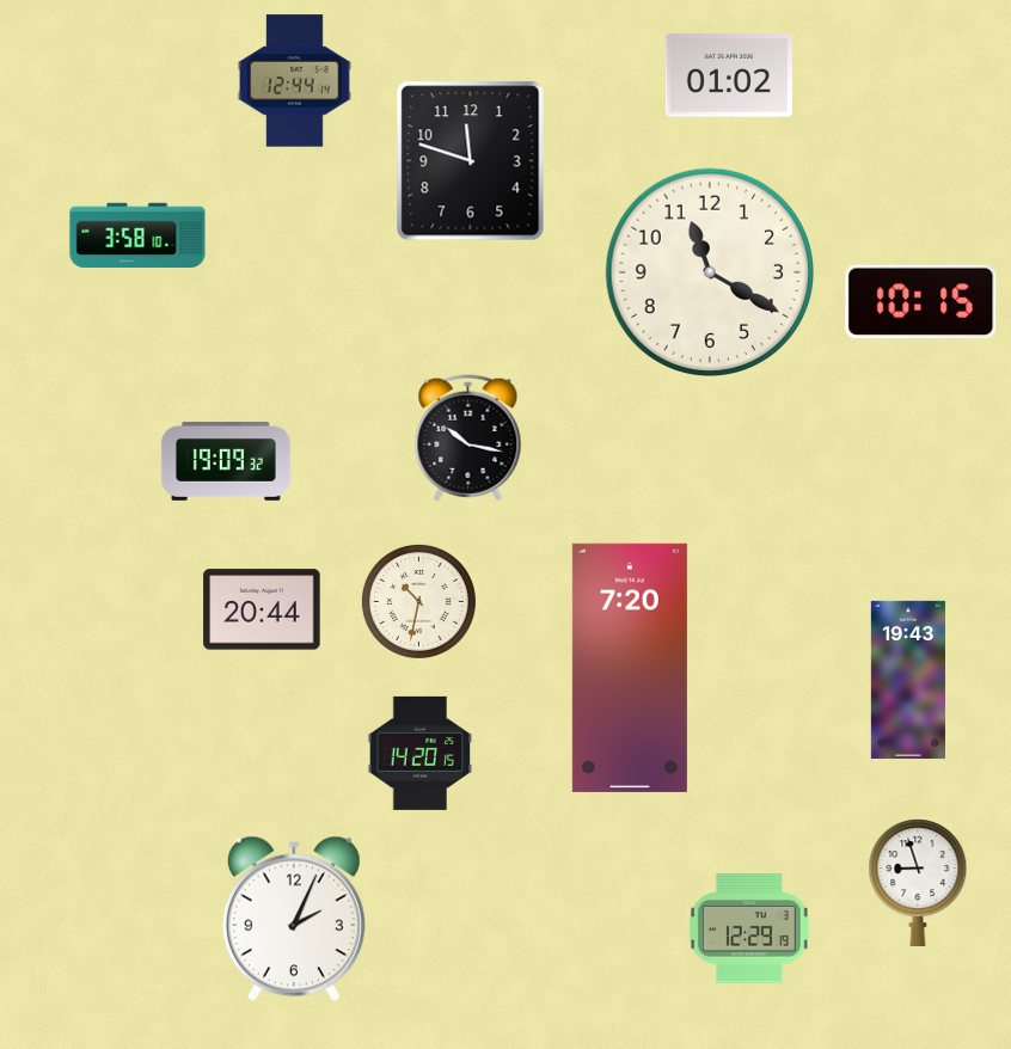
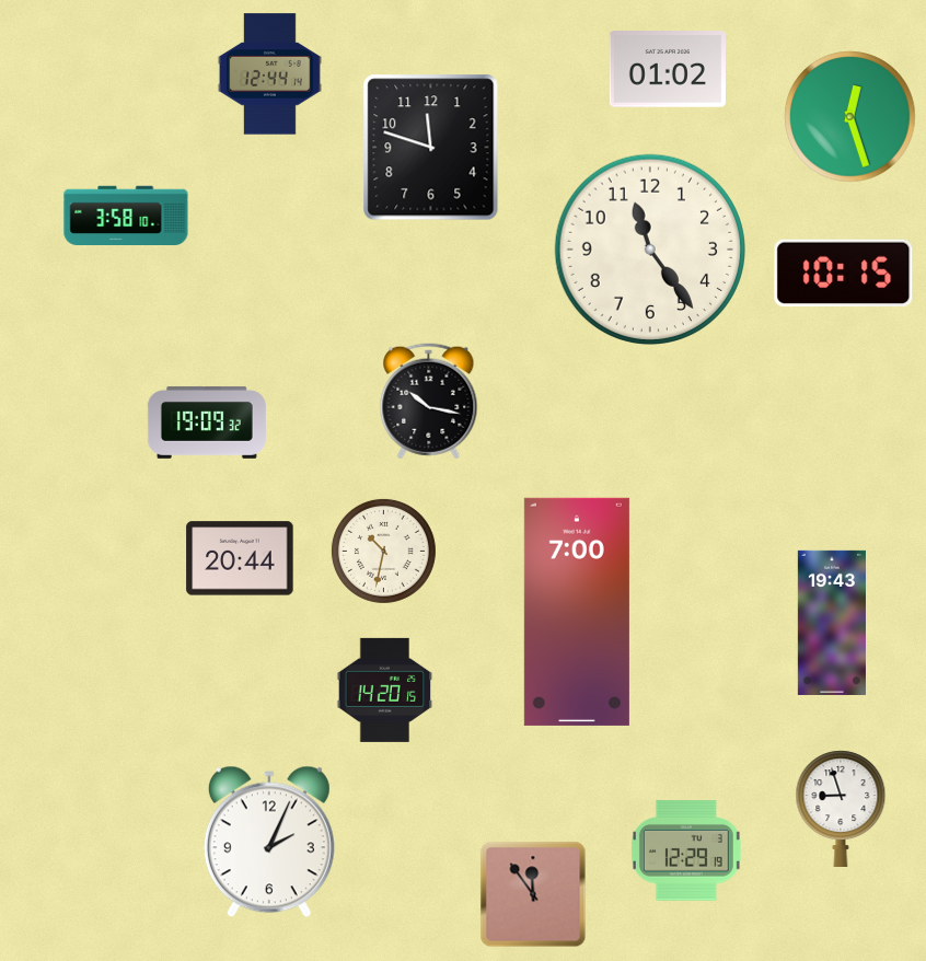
clock at (850, 117): none -> 12:27
clock at (709, 271): 11:20 -> 11:24
clock at (921, 302) position: (921, 302) -> (844, 274)
clock at (630, 668): 7:20 -> 7:00
clock at (533, 894): none -> 11:54
